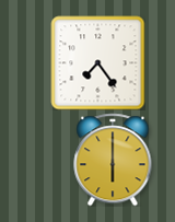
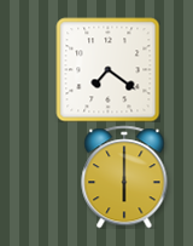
clock at (97, 62): 7:24 -> 7:21
